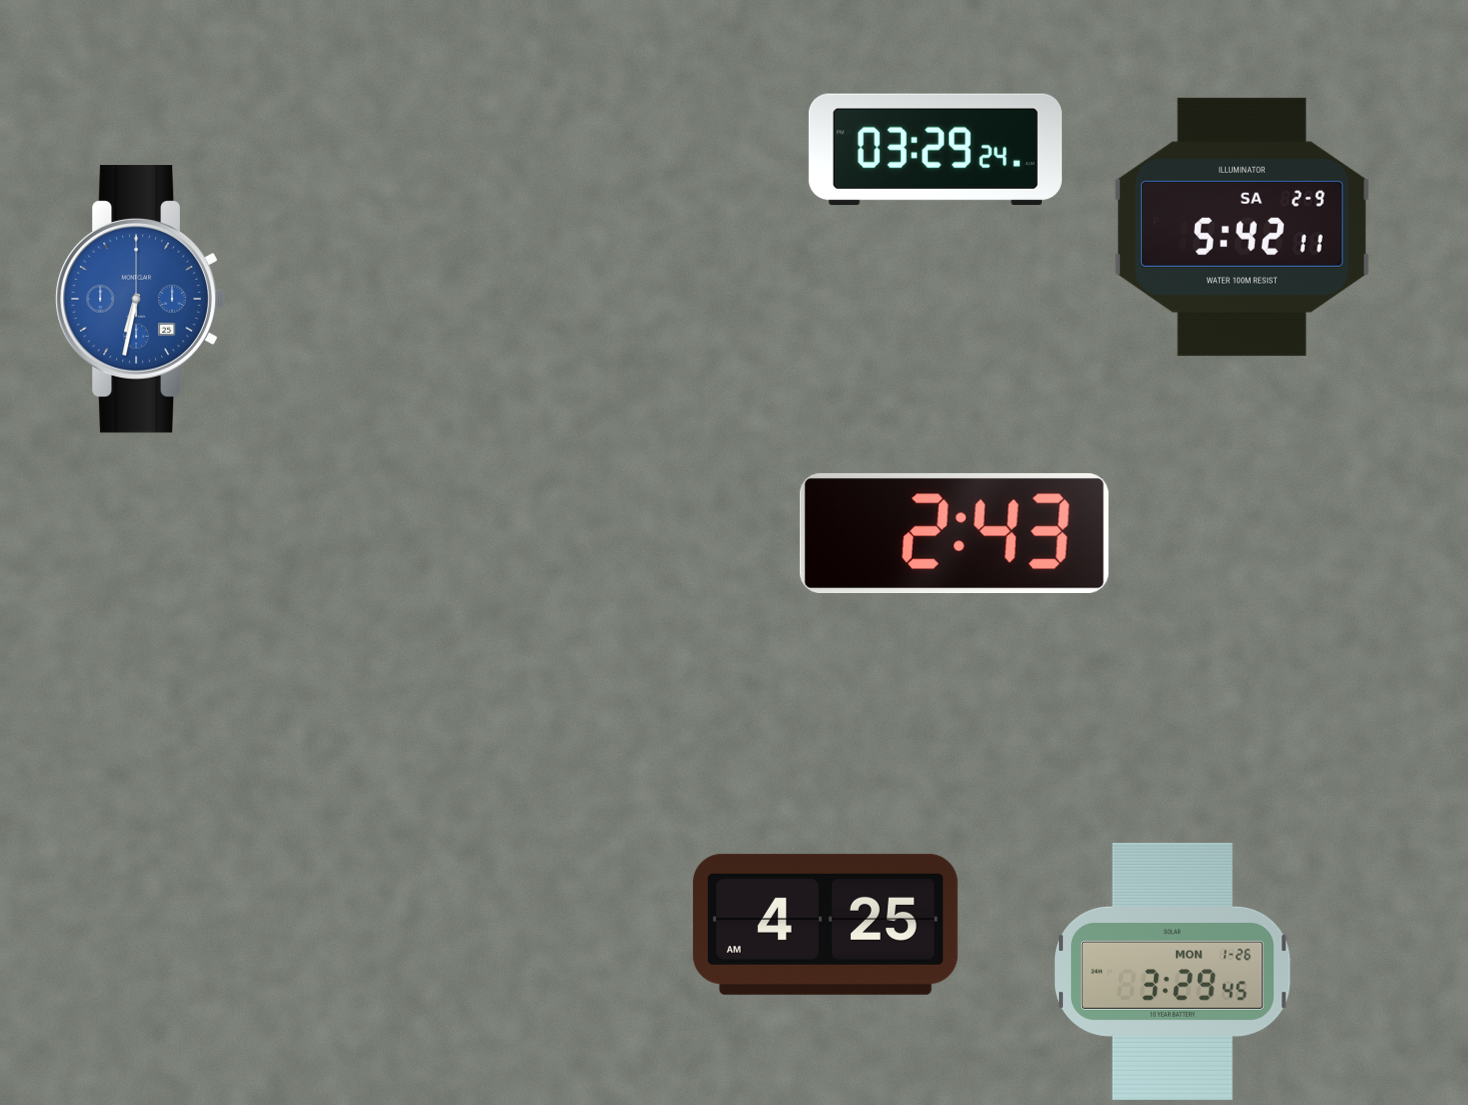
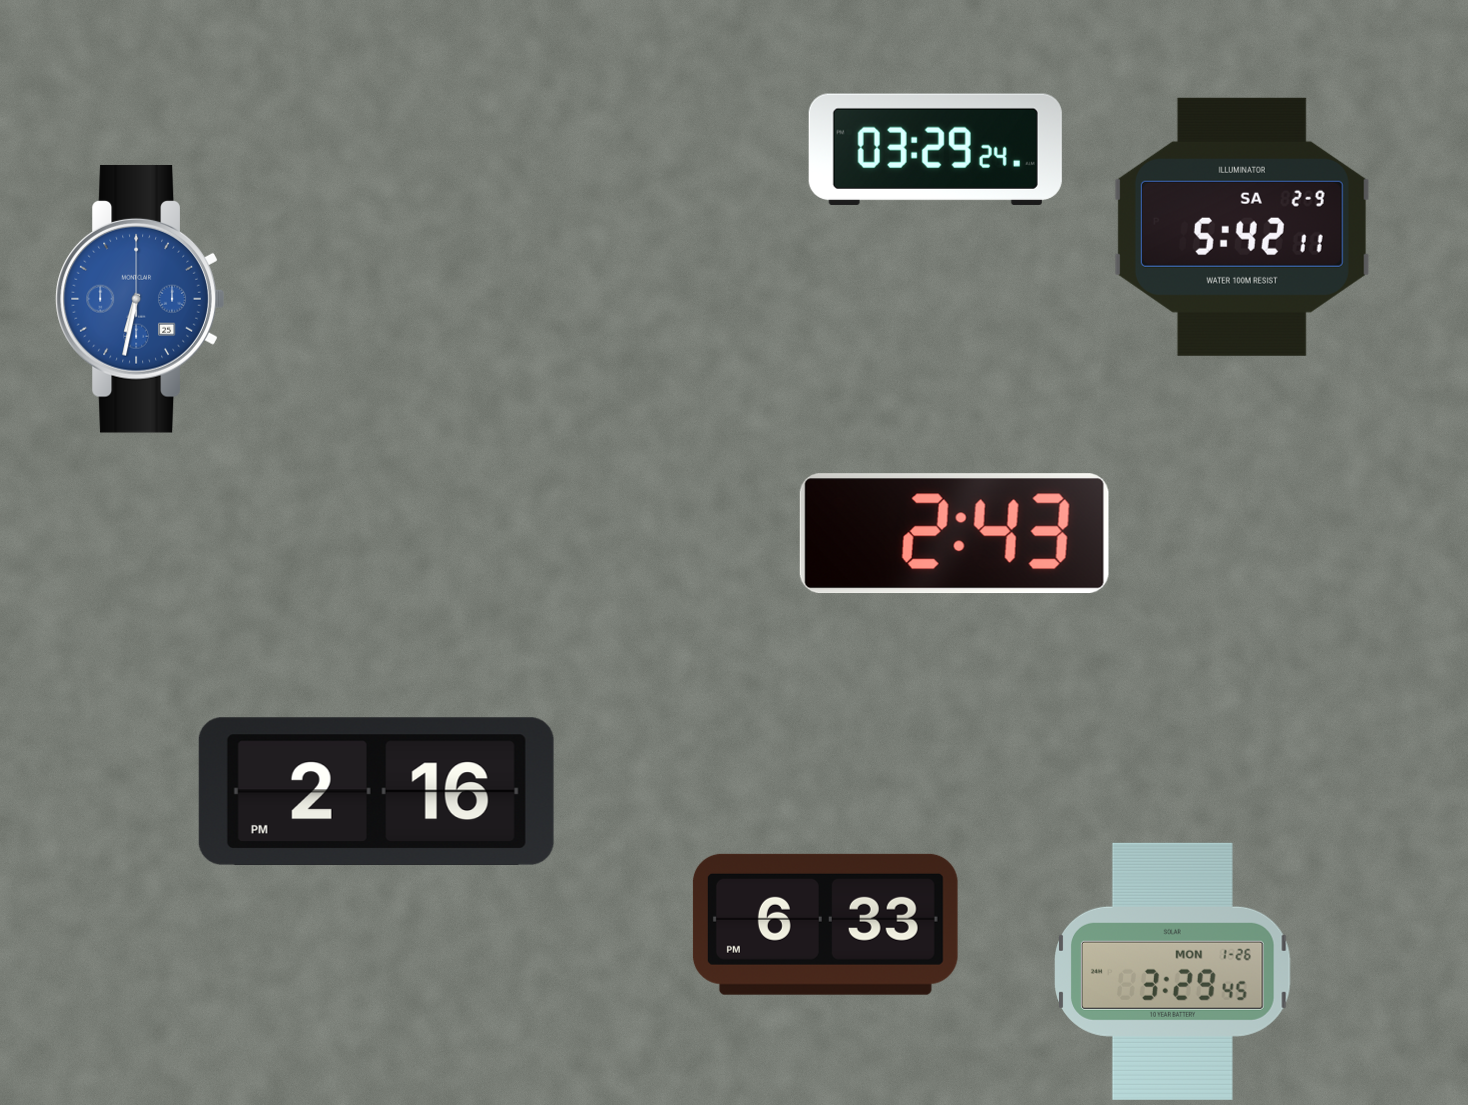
clock at (376, 791): none -> 2:16
clock at (825, 924): 4:25 -> 6:33
